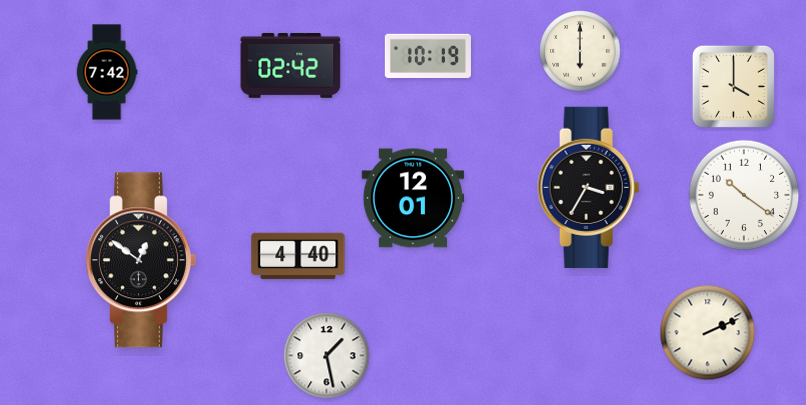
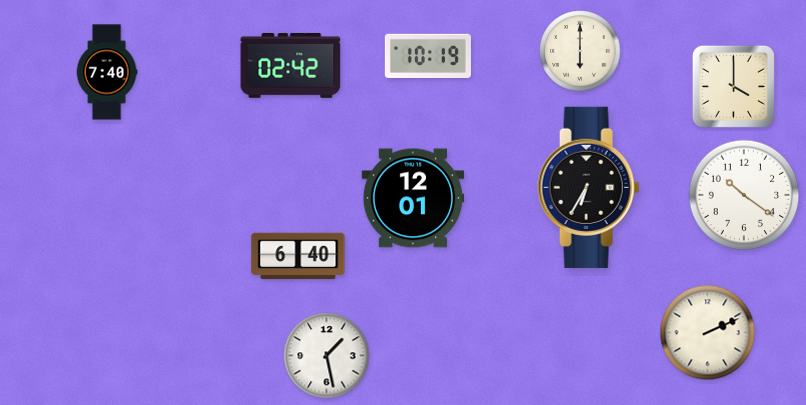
clock at (107, 72): 7:42 -> 7:40
clock at (589, 187): 3:35 -> 6:35
clock at (298, 256): 4:40 -> 6:40
clock at (141, 260): 12:51 -> none
